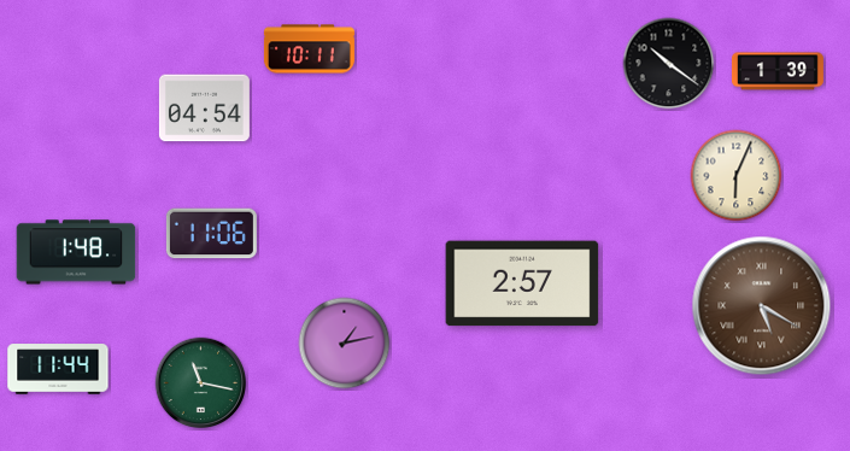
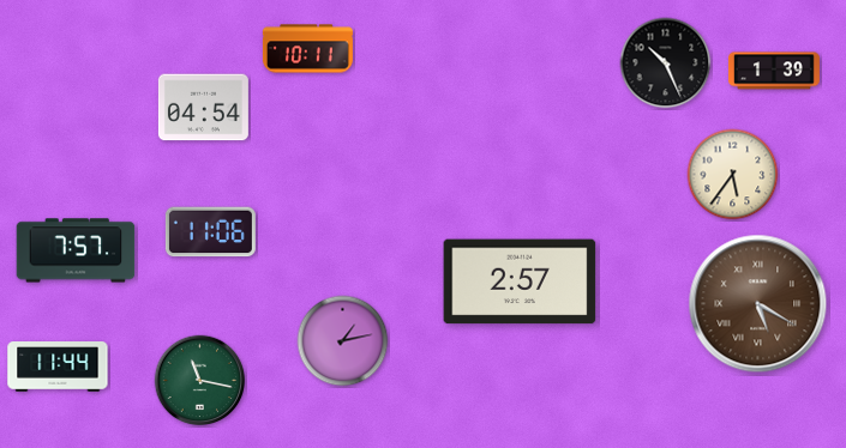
clock at (669, 64): 10:21 -> 10:26
clock at (737, 176): 6:04 -> 5:36
clock at (76, 252): 1:48 -> 7:57
